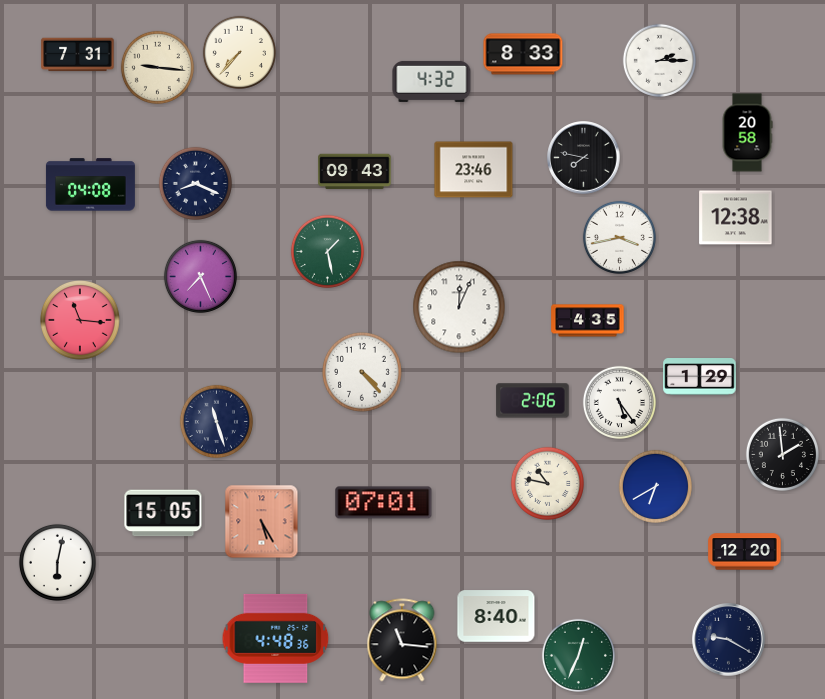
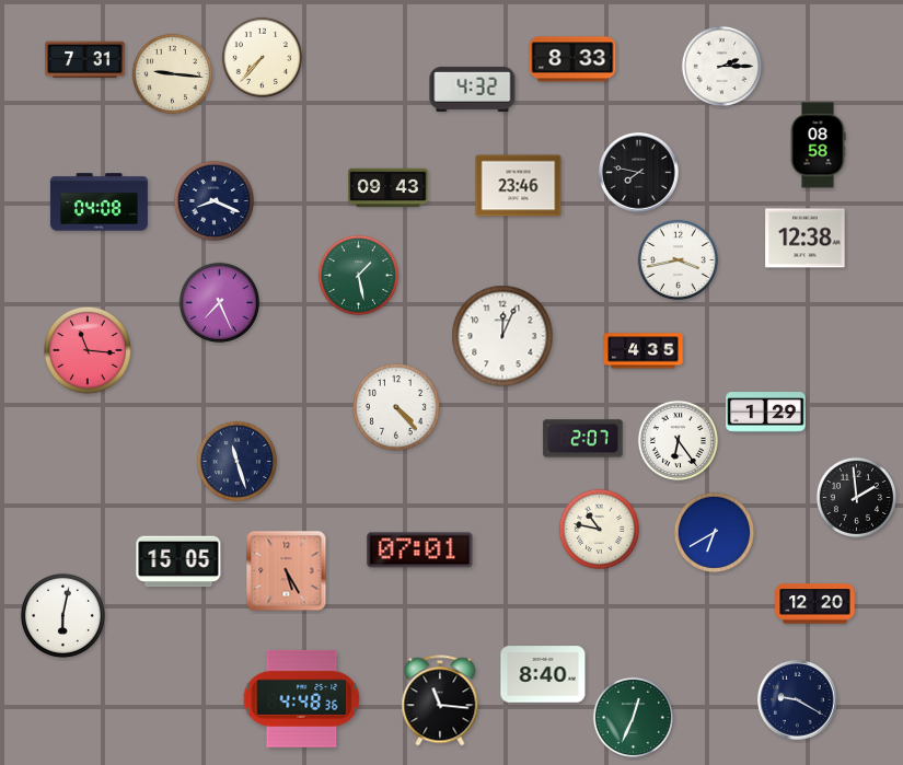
clock at (747, 133): 20:58 -> 08:58
clock at (533, 401): 2:06 -> 2:07
clock at (619, 402): 5:24 -> 6:24
clock at (655, 486) position: (655, 486) -> (714, 532)
